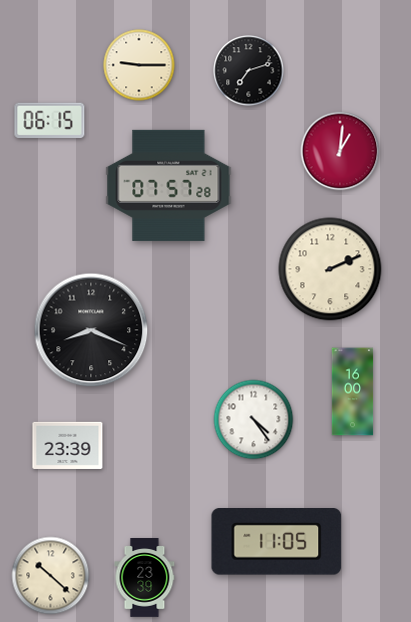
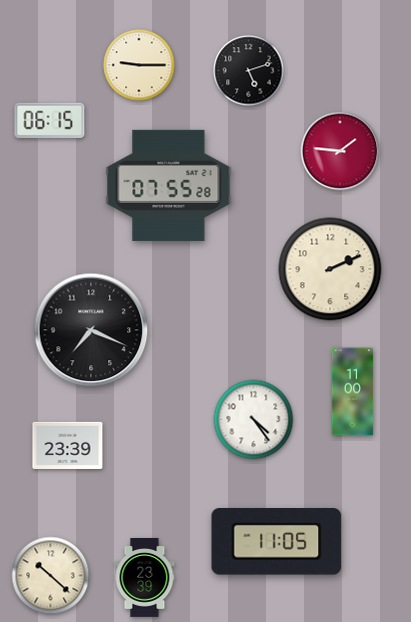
clock at (249, 71): 7:12 -> 5:12
clock at (340, 151): 1:01 -> 1:46
clock at (169, 185): 07:57 -> 07:55
clock at (91, 330): 8:19 -> 7:19
clock at (353, 392): 16:00 -> 11:00
